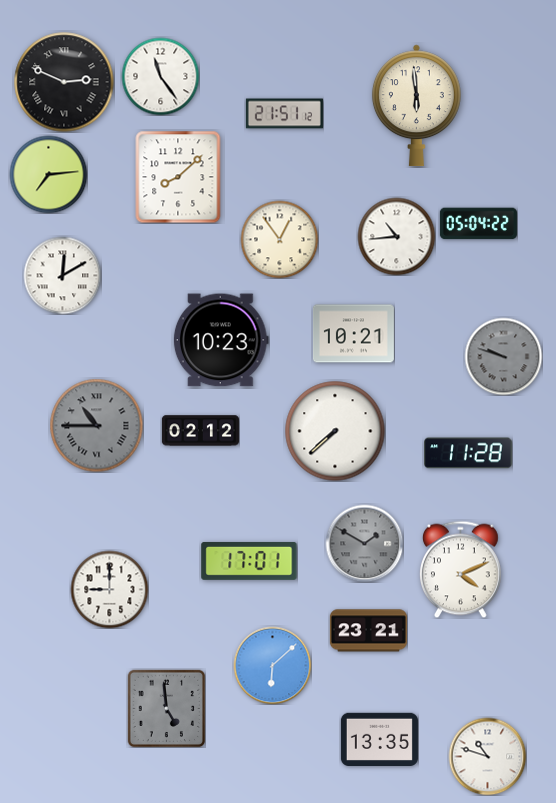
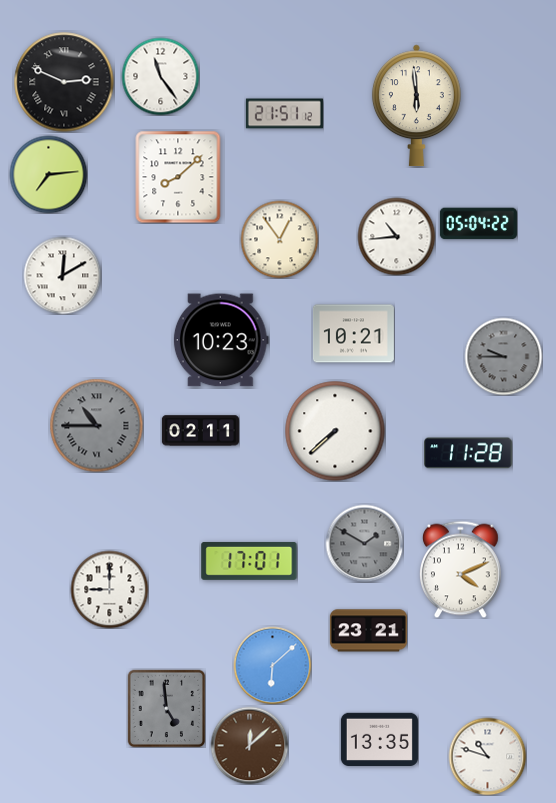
clock at (503, 356): 9:48 -> 9:45
clock at (200, 431): 02:12 -> 02:11
clock at (249, 745): none -> 12:08
